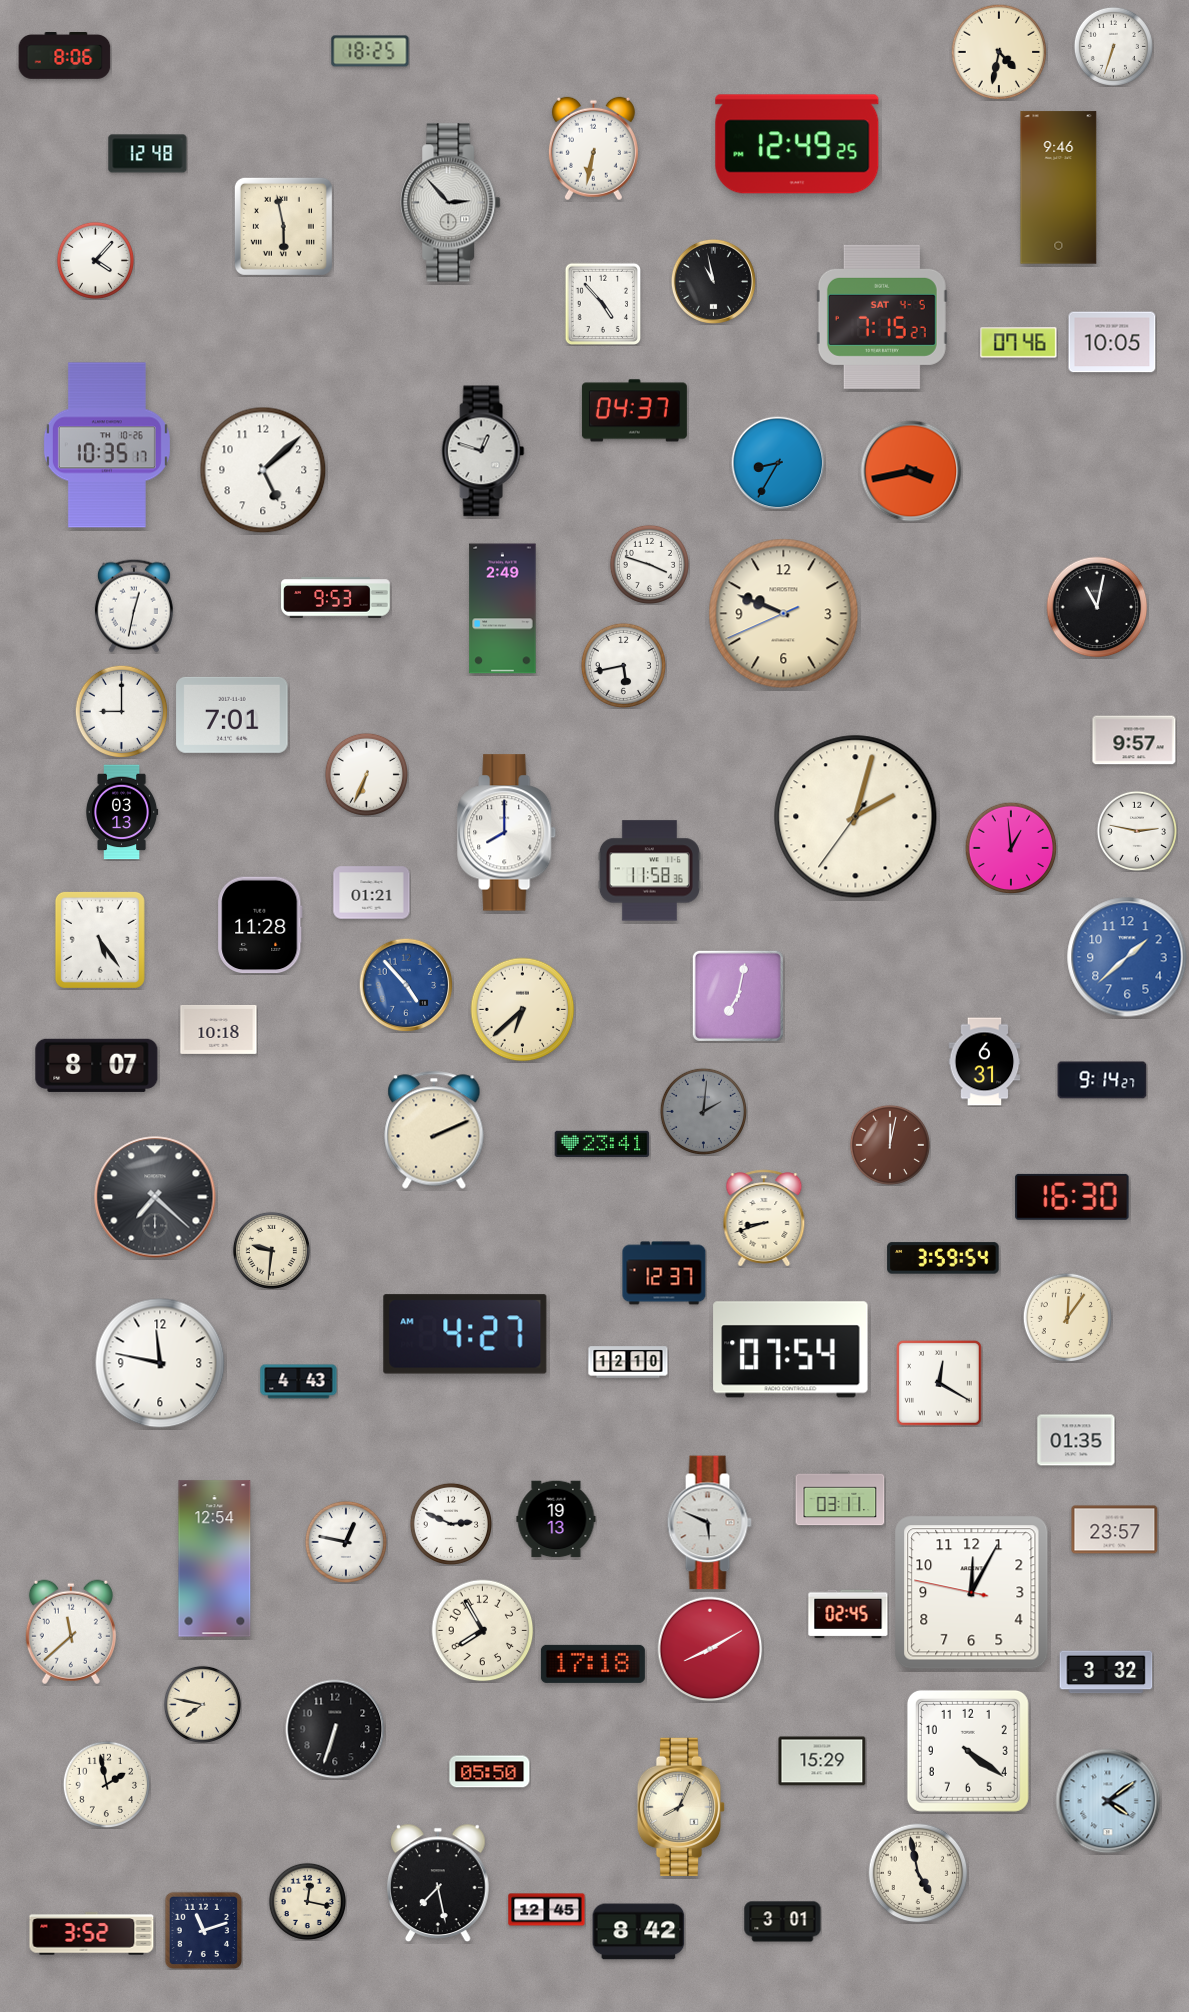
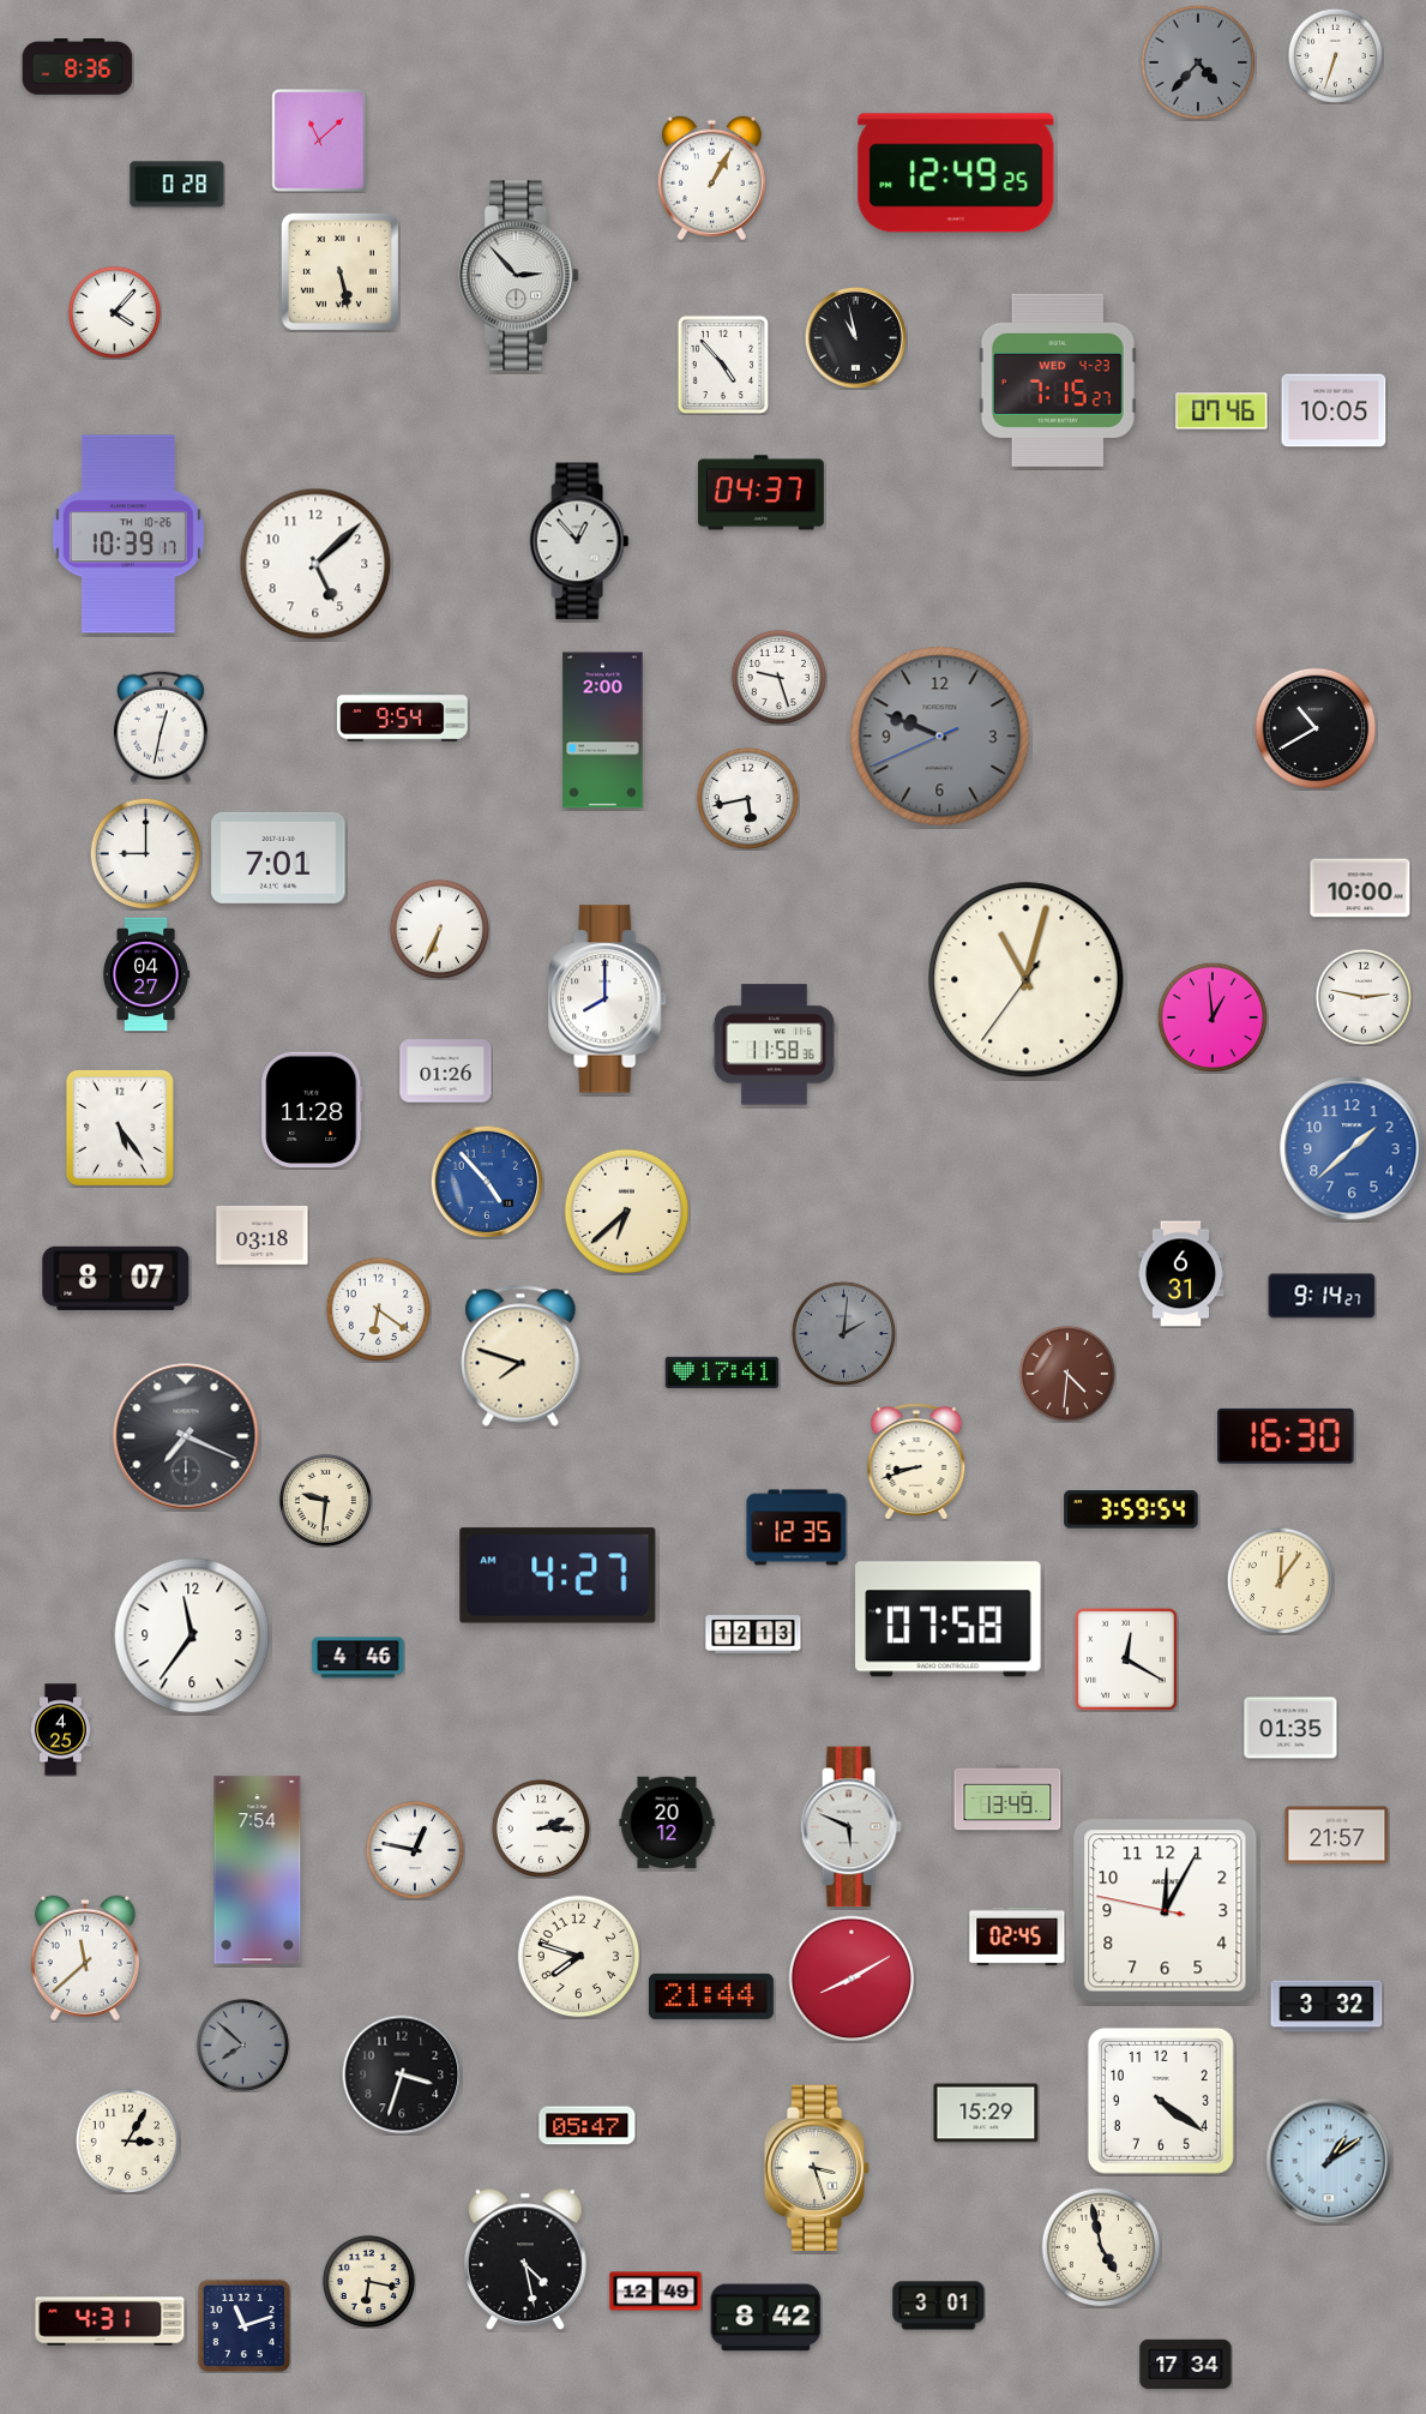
clock at (370, 51): 18:25 -> none
clock at (999, 52): 4:32 -> 4:37
clock at (999, 52) dial: cream -> grey
clock at (65, 56): 8:06 -> 8:36
clock at (319, 140): none -> 11:08
clock at (593, 149): 6:32 -> 1:05
clock at (148, 154): 12:48 -> 0:28
clock at (1059, 188): 9:46 -> none
clock at (451, 203) position: (451, 203) -> (519, 276)
clock at (283, 226): 5:58 -> 5:28
clock at (882, 317) date: SAT 4-5 -> WED 4-23
clock at (107, 445): 10:35 -> 10:39
clock at (483, 451): 12:48 -> 12:53
clock at (778, 463): 8:35 -> none
clock at (911, 471): 3:43 -> none
clock at (649, 564): 3:48 -> 9:27
clock at (336, 598): 9:53 -> 9:54
clock at (1097, 607): 11:02 -> 10:40
clock at (503, 609): 2:49 -> 2:00
clock at (784, 614) dial: cream -> grey
clock at (1134, 740): 9:57 -> 10:00
clock at (122, 812): 03:13 -> 04:27
clock at (856, 817): 2:02 -> 11:02
clock at (649, 871) position: (649, 871) -> (774, 1045)
clock at (372, 893): 01:21 -> 01:26
clock at (738, 996): 7:02 -> none
clock at (219, 1029): 10:18 -> 03:18
clock at (378, 1309): none -> 6:21
clock at (434, 1130): 2:11 -> 7:48
clock at (602, 1143): 23:41 -> 17:41
clock at (890, 1145): 12:02 -> 4:31
clock at (155, 1197): 7:22 -> 7:19
clock at (664, 1273): 12:37 -> 12:35
clock at (465, 1334) position: (465, 1334) -> (558, 1575)
clock at (791, 1350): 07:54 -> 07:58
clock at (628, 1362): 12:10 -> 12:13
clock at (160, 1363): 11:47 -> 11:36
clock at (299, 1382): 4:43 -> 4:46
clock at (60, 1730): none -> 4:25
clock at (840, 1498): 03:11 -> 13:49
clock at (556, 1519): 19:13 -> 20:12
clock at (451, 1524): 2:49 -> 2:15
clock at (1115, 1530): 23:57 -> 21:57
clock at (215, 1559): 12:54 -> 7:54
clock at (483, 1631): 7:55 -> 7:48
clock at (593, 1664): 17:18 -> 21:44
clock at (202, 1704): 7:47 -> 7:52
clock at (202, 1704) dial: cream -> grey
clock at (335, 1729): 6:33 -> 3:33
clock at (490, 1772): 05:50 -> 05:47
clock at (106, 1784): 1:58 -> 3:05
clock at (1108, 1801): 4:09 -> 1:09
clock at (681, 1806): 8:04 -> 3:27
clock at (438, 1883): 7:28 -> 4:28
clock at (307, 1901): 12:17 -> 6:17
clock at (547, 1910): 12:45 -> 12:49
clock at (203, 1930) position: (203, 1930) -> (243, 2325)
clock at (92, 1934): 3:52 -> 4:31
clock at (1186, 2365): none -> 17:34
